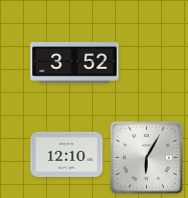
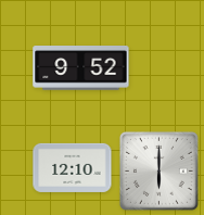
clock at (75, 63): 3:52 -> 9:52
clock at (146, 157): 6:05 -> 6:00
